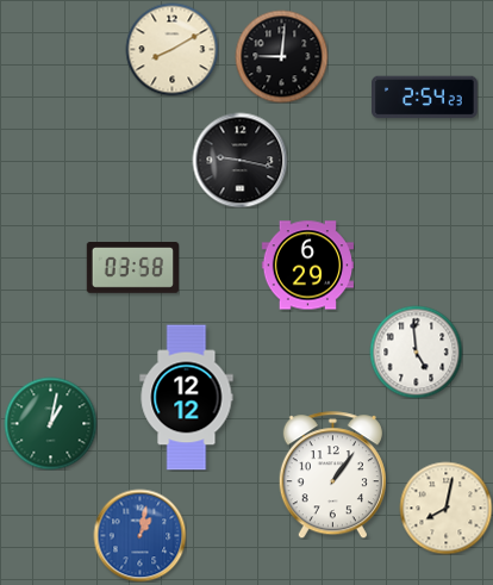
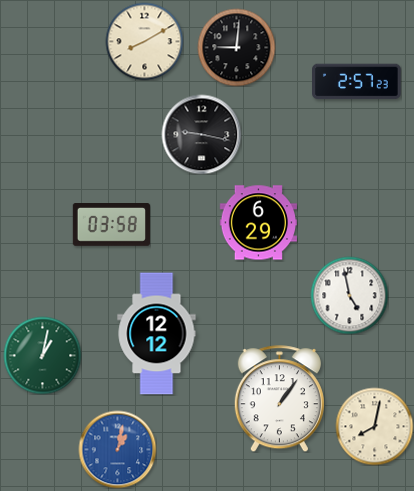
clock at (425, 98): 2:54 -> 2:57
clock at (416, 351): 4:59 -> 4:58
